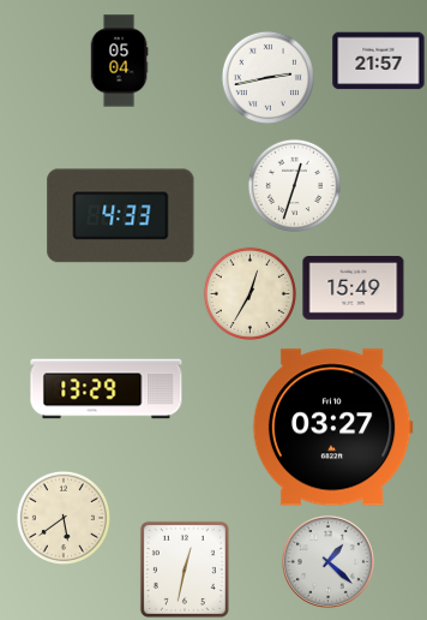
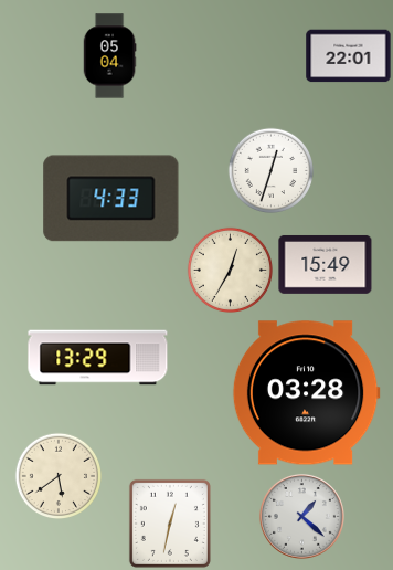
clock at (379, 61): 21:57 -> 22:01
clock at (267, 77): 2:43 -> none
clock at (332, 428): 03:27 -> 03:28
